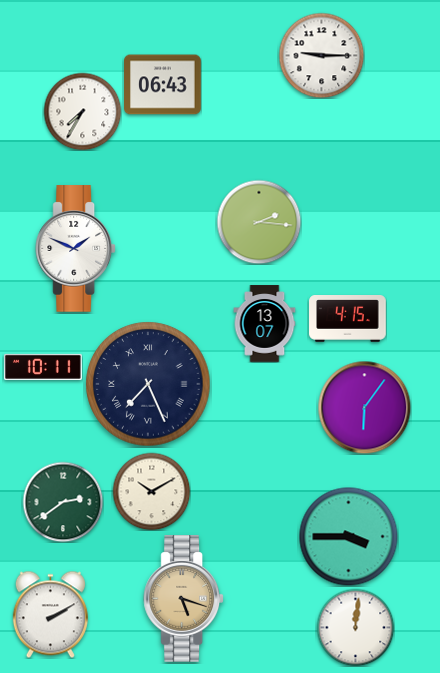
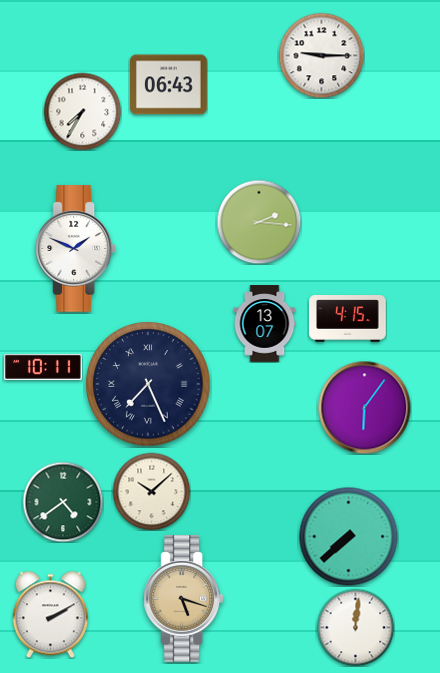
clock at (163, 85) position: (163, 85) -> (169, 85)
clock at (151, 491): 10:10 -> 10:08
clock at (63, 502): 2:39 -> 4:39
clock at (349, 537): 3:45 -> 7:38
